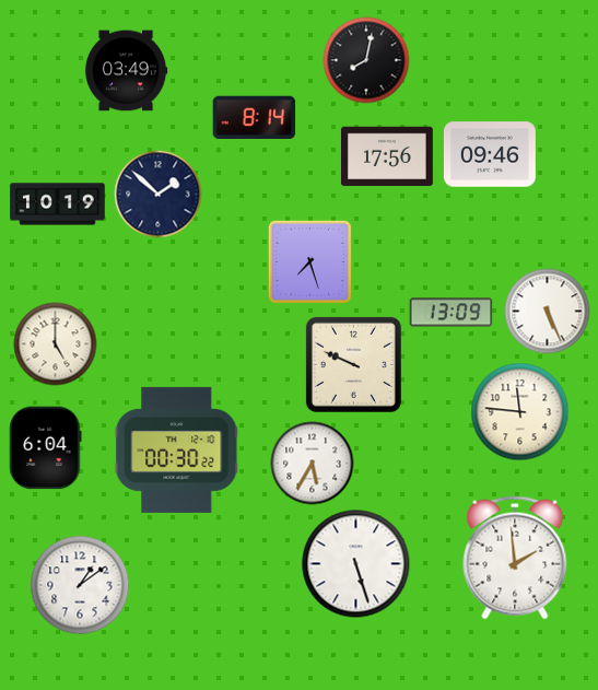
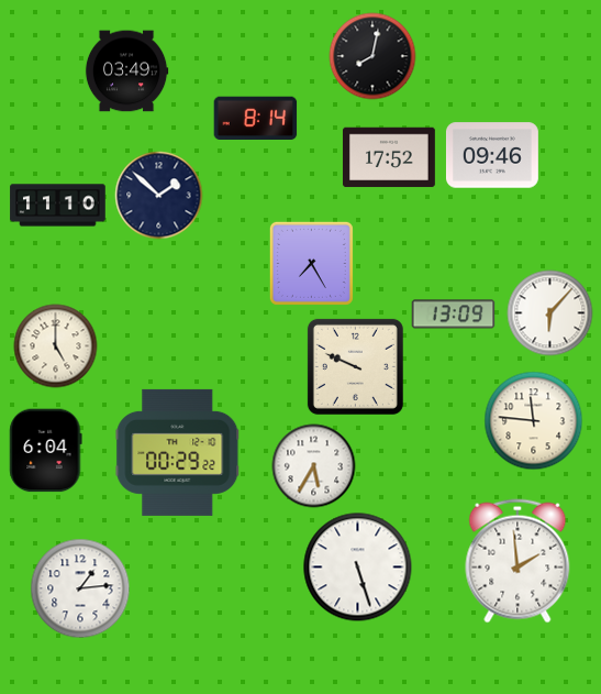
clock at (366, 60) position: (366, 60) -> (372, 56)
clock at (387, 156): 17:56 -> 17:52
clock at (58, 204): 10:19 -> 11:10
clock at (309, 261): 7:27 -> 7:25
clock at (548, 312): 5:26 -> 6:07
clock at (520, 412) position: (520, 412) -> (534, 421)
clock at (177, 449): 00:30 -> 00:29
clock at (80, 585): 1:09 -> 1:14
